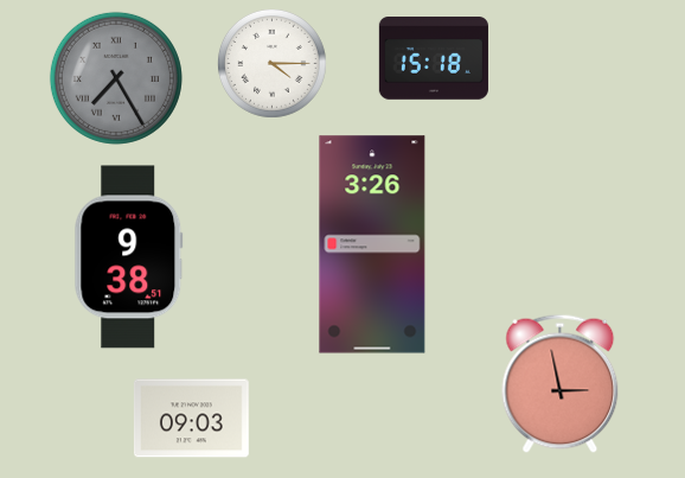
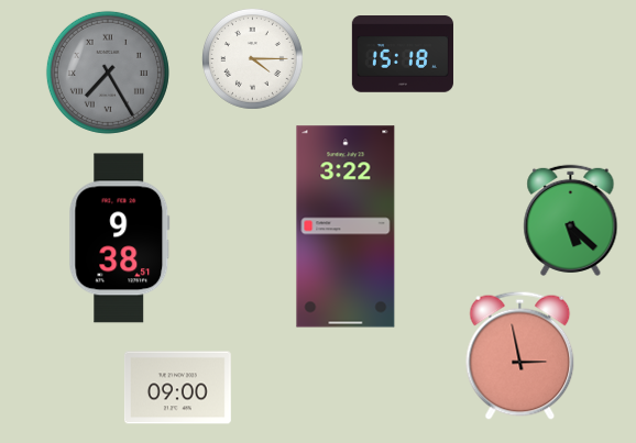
clock at (571, 220): none -> 5:22
clock at (372, 244): 3:26 -> 3:22
clock at (191, 419): 09:03 -> 09:00
